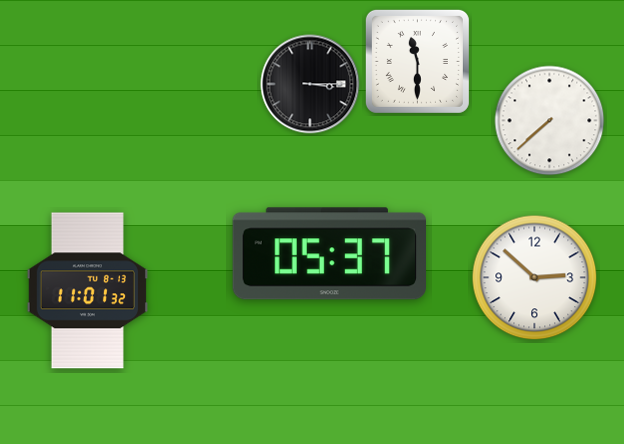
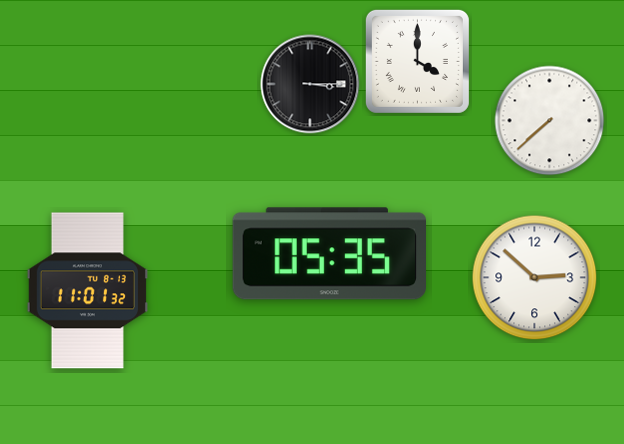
clock at (417, 61): 11:30 -> 4:00
clock at (329, 254): 05:37 -> 05:35
